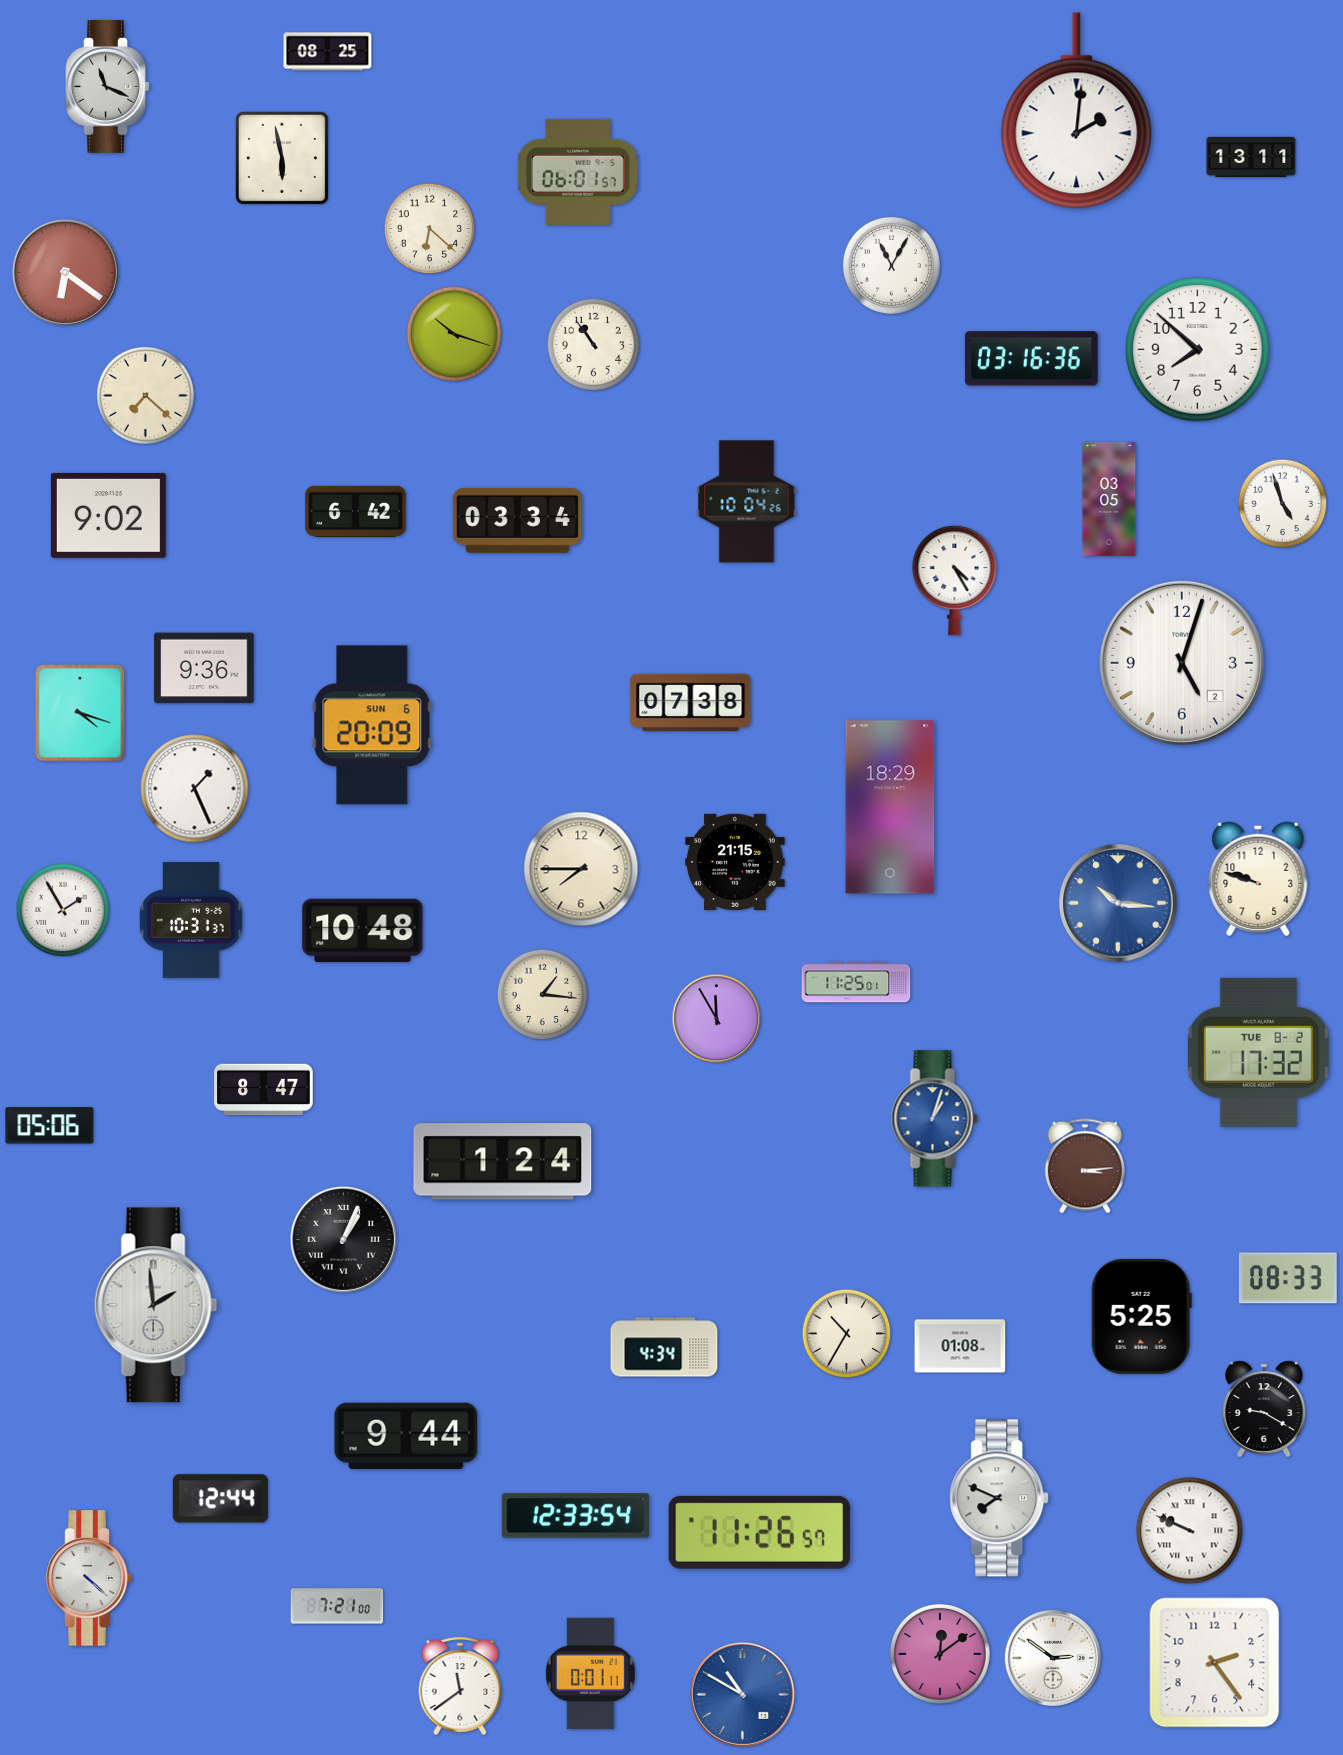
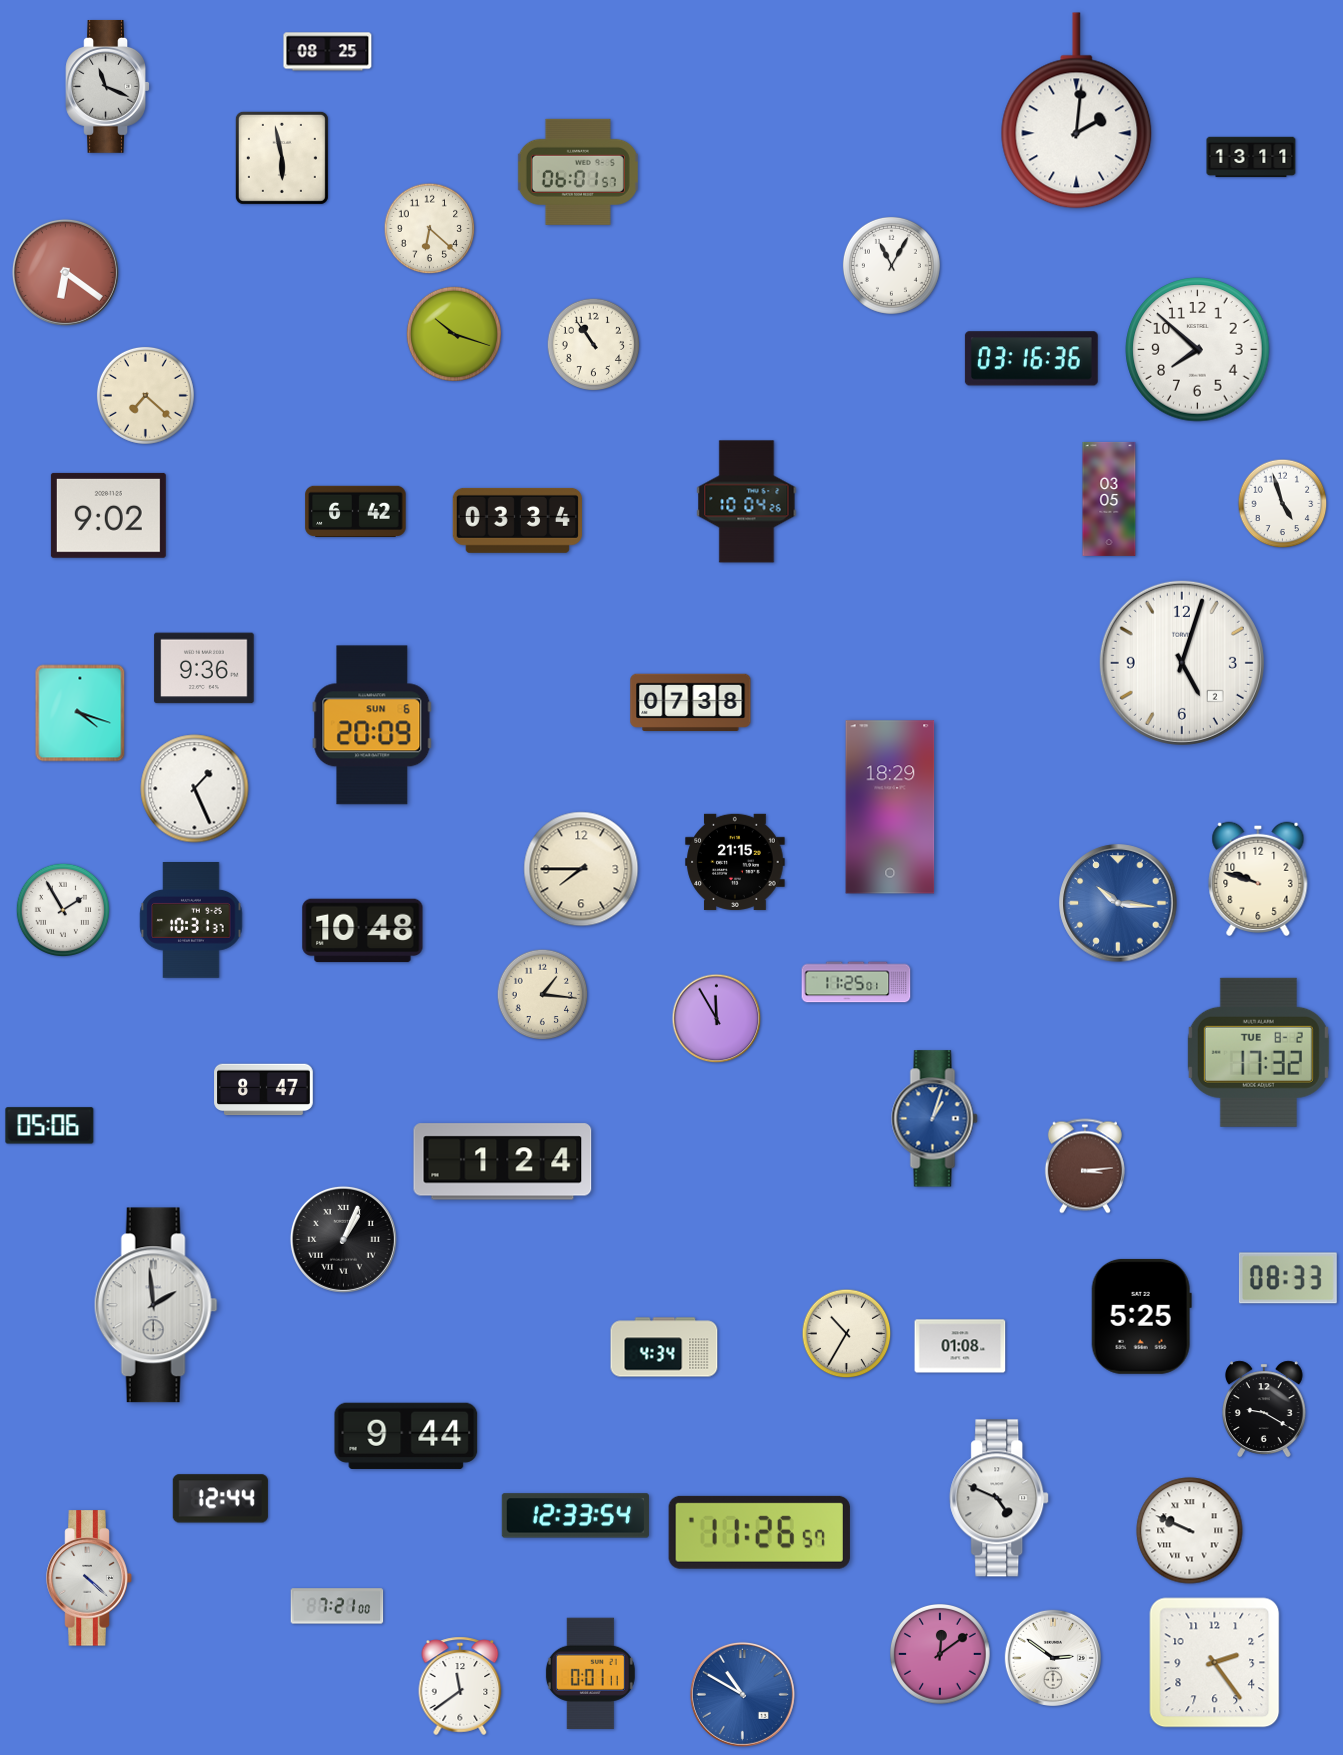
clock at (955, 580): 4:25 -> none
clock at (1000, 1498): 7:49 -> 4:49
